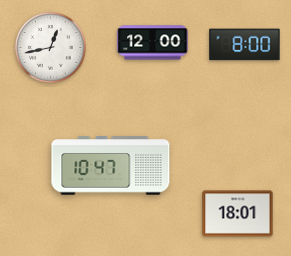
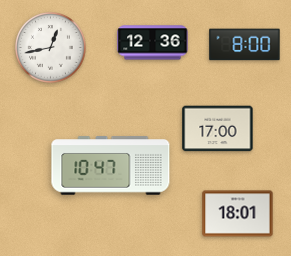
clock at (153, 43): 12:00 -> 12:36
clock at (218, 129): none -> 17:00
